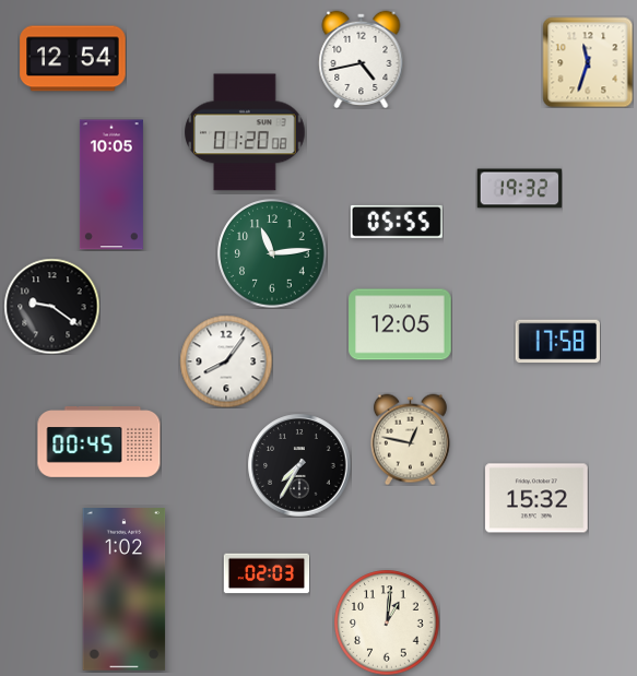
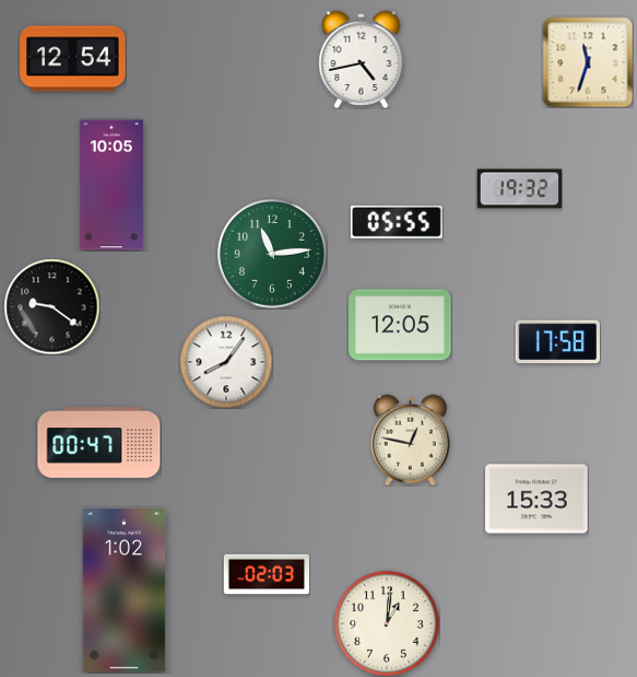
clock at (245, 132): 01:20 -> none
clock at (99, 442): 00:45 -> 00:47
clock at (299, 465): 7:35 -> none
clock at (536, 498): 15:32 -> 15:33
